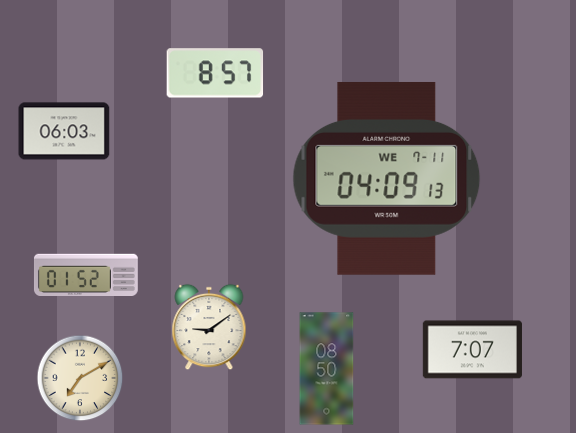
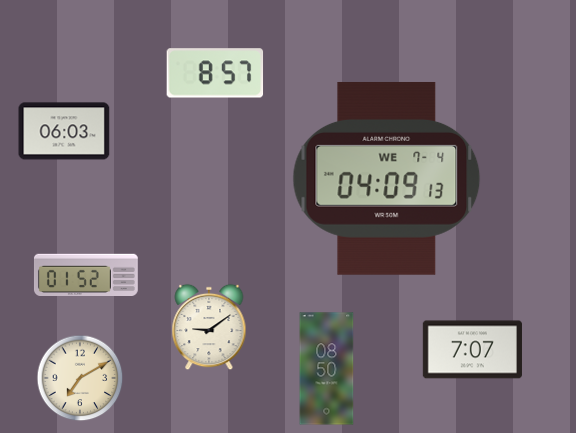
clock at (387, 178) date: WE 7-11 -> WE 7-4
